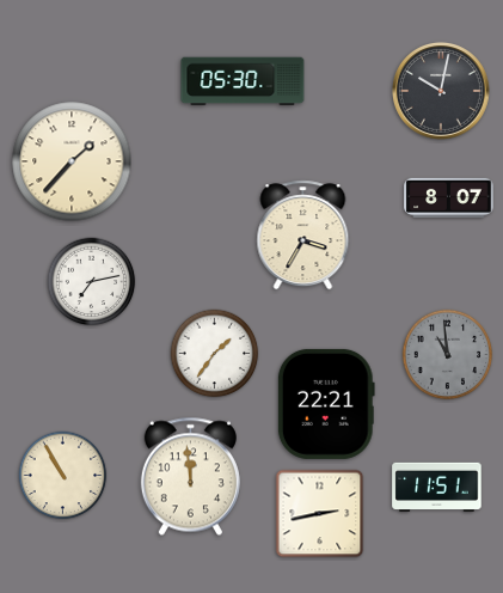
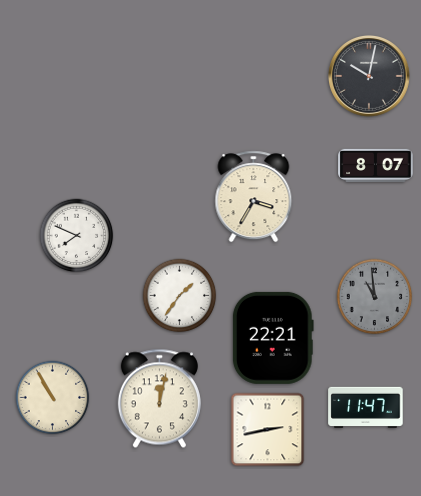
clock at (243, 81): 05:30 -> none
clock at (72, 161): 1:37 -> none
clock at (92, 282): 7:13 -> 7:49
clock at (190, 477): 11:59 -> 12:02
clock at (437, 487): 11:51 -> 11:47
